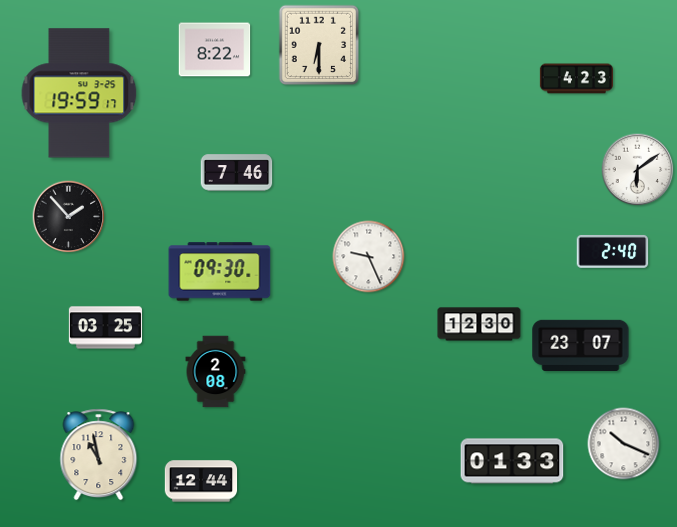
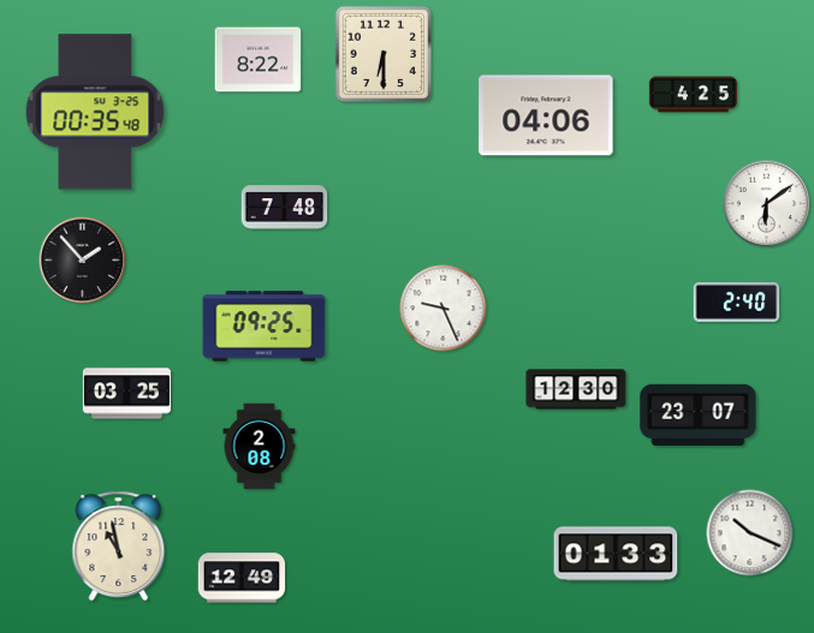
clock at (576, 79): 4:23 -> 4:25
clock at (79, 93): 19:59 -> 00:35
clock at (546, 115): none -> 04:06
clock at (237, 173): 7:46 -> 7:48
clock at (220, 272): 09:30 -> 09:25
clock at (201, 481): 12:44 -> 12:49
